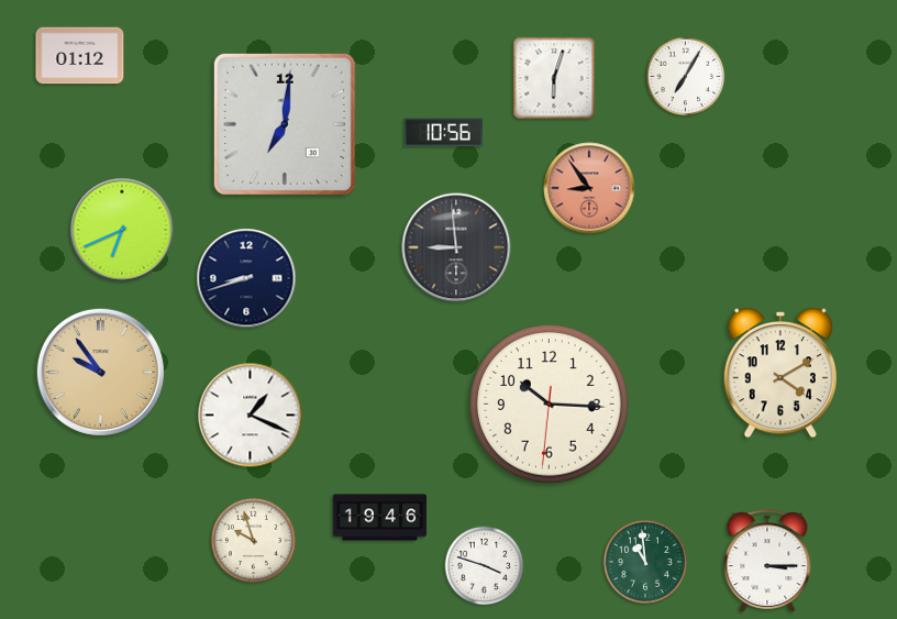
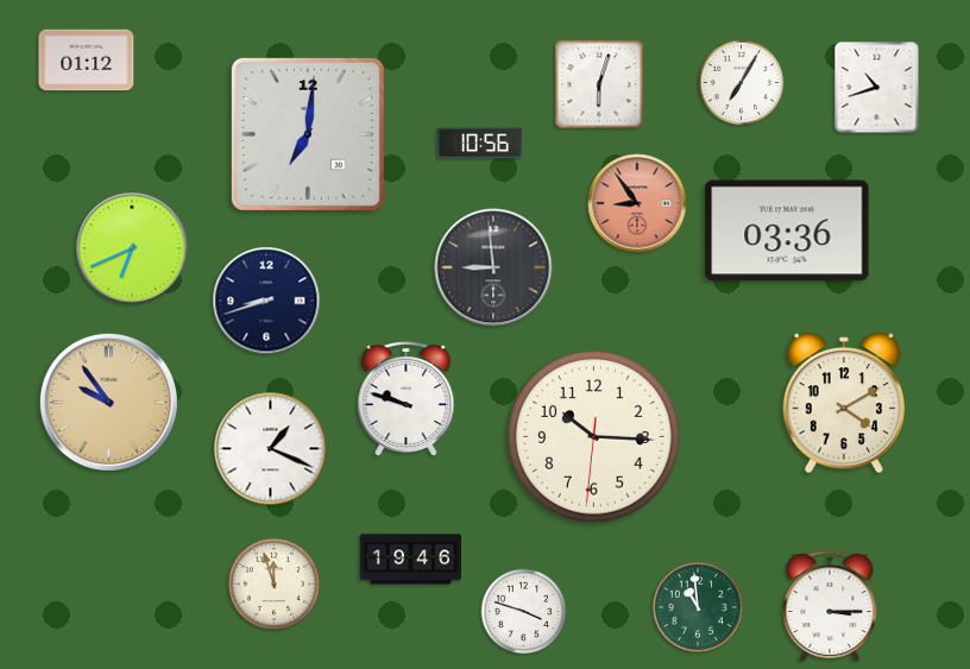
clock at (877, 88): none -> 10:42
clock at (787, 231): none -> 03:36
clock at (407, 399): none -> 9:48
clock at (253, 540): 9:57 -> 11:57
